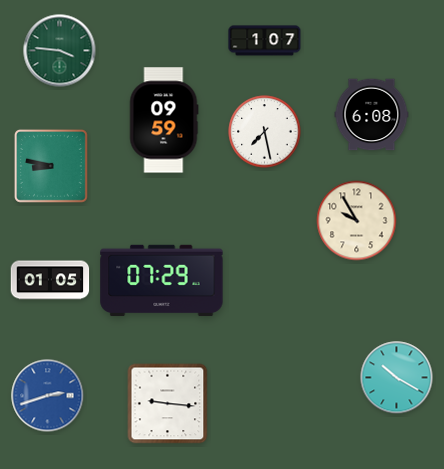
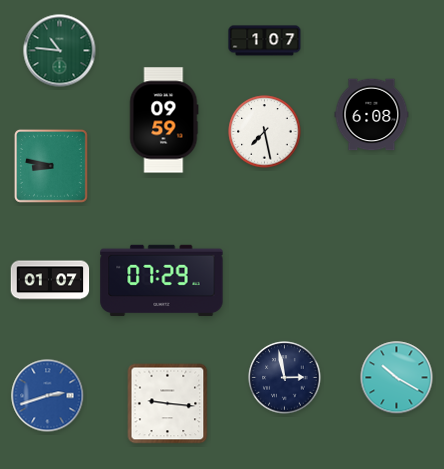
clock at (60, 51): 3:46 -> 10:46
clock at (357, 221): 9:55 -> none
clock at (50, 280): 01:05 -> 01:07
clock at (285, 378): none -> 2:58
